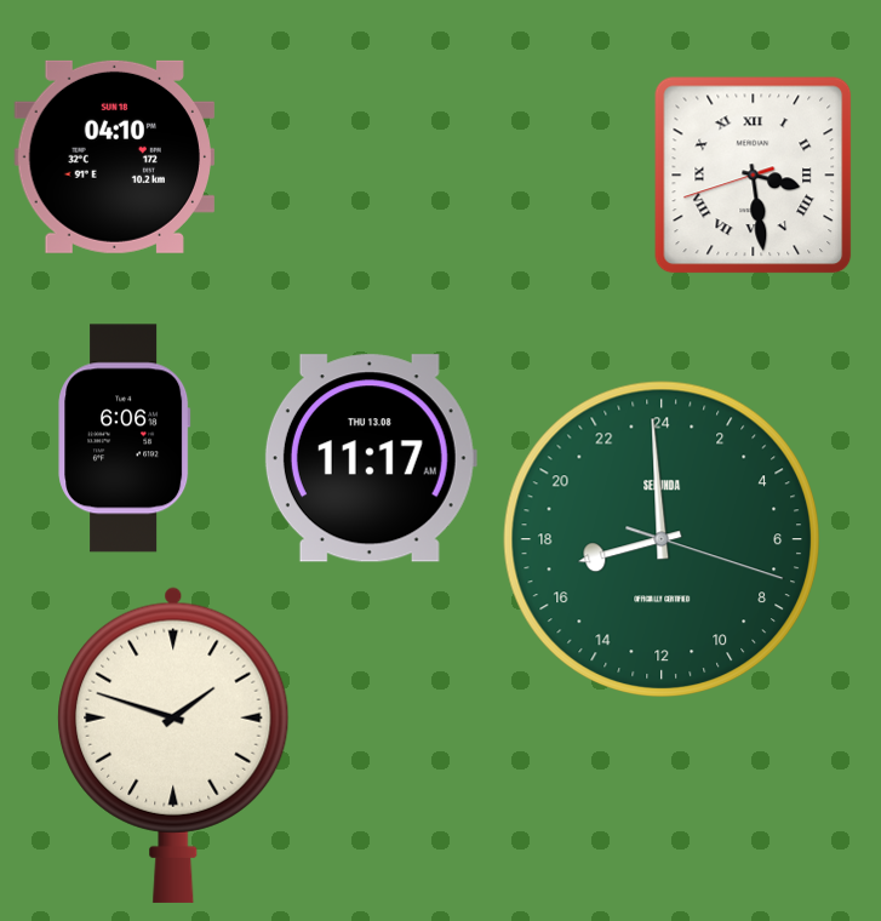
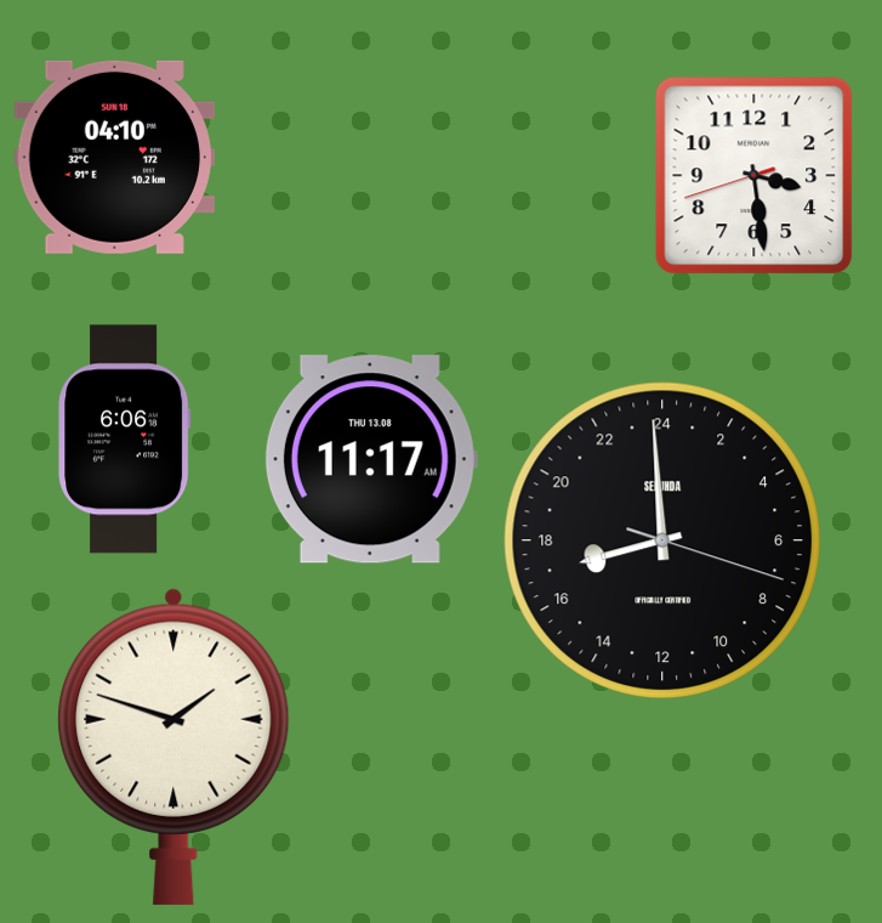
clock at (754, 176) numerals: Roman -> Arabic
clock at (660, 538) dial: green -> black
